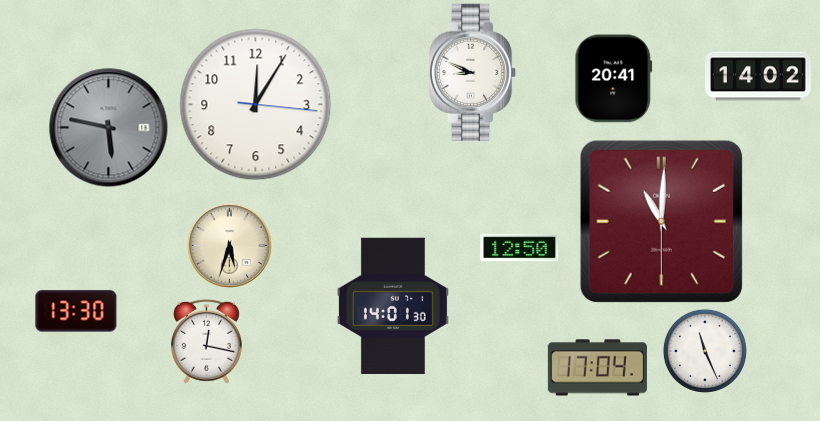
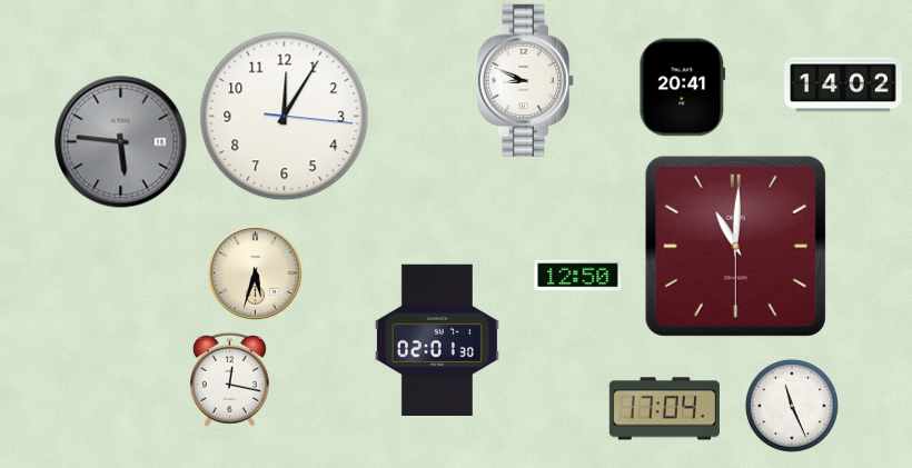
clock at (109, 128): 5:47 -> 5:46
clock at (393, 305): 14:01 -> 02:01
clock at (76, 311): 13:30 -> none
clock at (705, 351) position: (705, 351) -> (792, 406)
